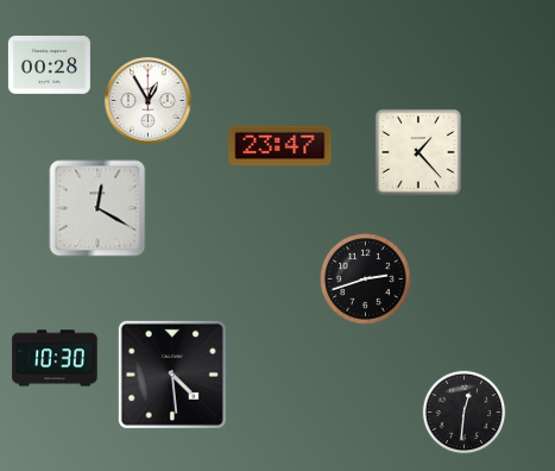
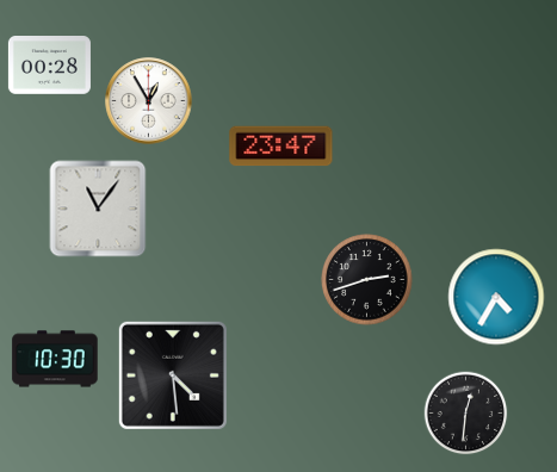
clock at (418, 152): 1:23 -> none
clock at (97, 208): 12:20 -> 11:06
clock at (496, 297): none -> 4:35
